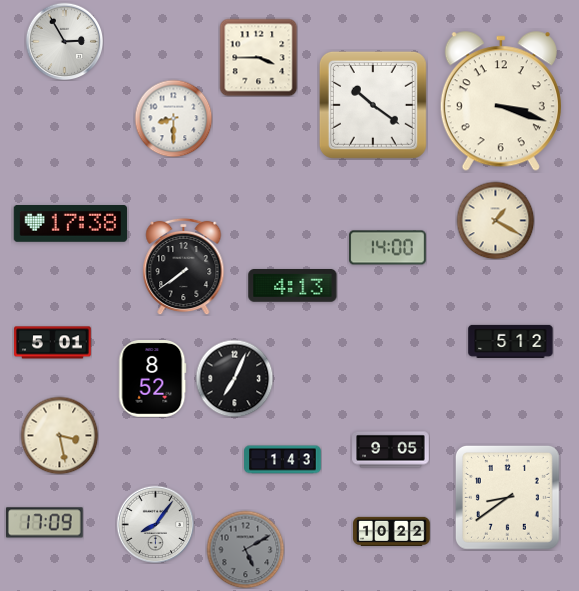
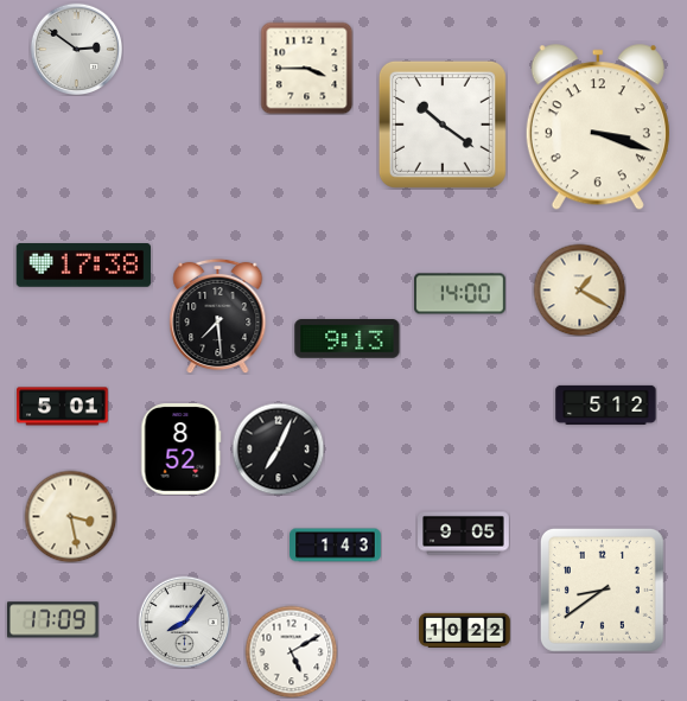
clock at (64, 41): 2:55 -> 2:51
clock at (501, 102) position: (501, 102) -> (598, 128)
clock at (173, 118): 8:30 -> none
clock at (495, 220) position: (495, 220) -> (579, 289)
clock at (184, 266): 7:39 -> 7:29
clock at (293, 286): 4:13 -> 9:13
clock at (245, 549) dial: grey -> white
